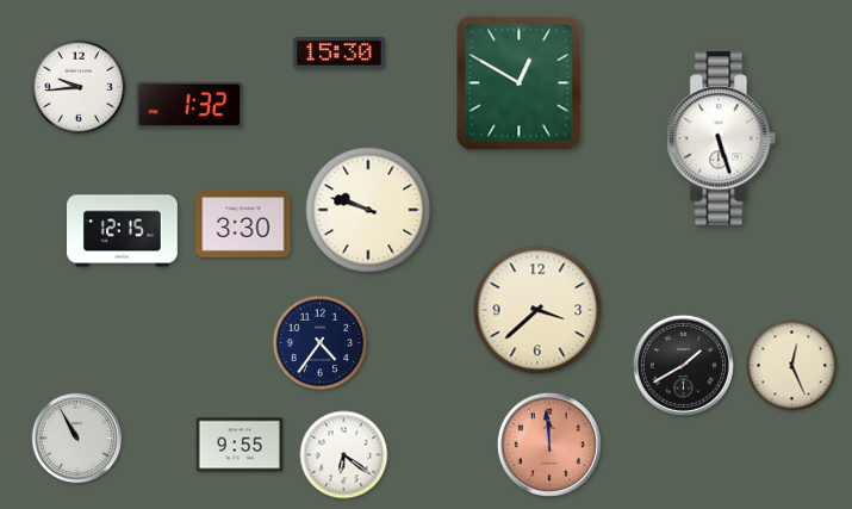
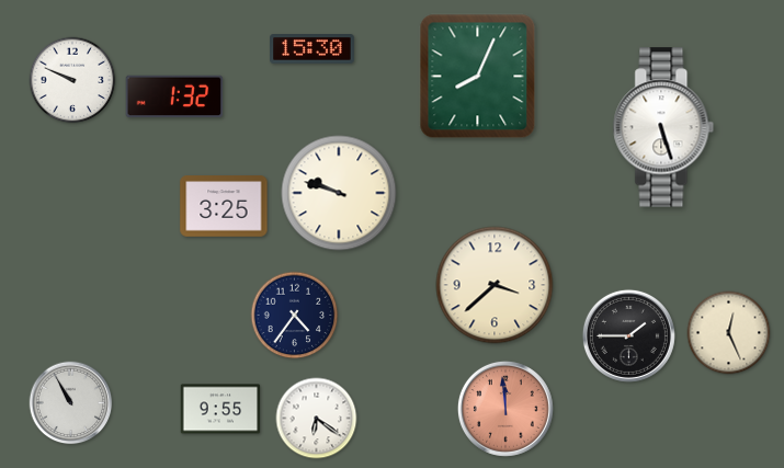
clock at (520, 83): 12:50 -> 8:04
clock at (79, 87): 9:44 -> 9:49
clock at (243, 224): 3:30 -> 3:25
clock at (123, 231): 12:15 -> none
clock at (683, 365): 1:40 -> 1:45
clock at (792, 366) position: (792, 366) -> (729, 333)
